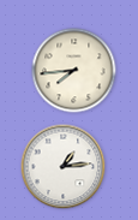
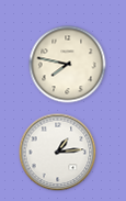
clock at (74, 71): 7:44 -> 7:47
